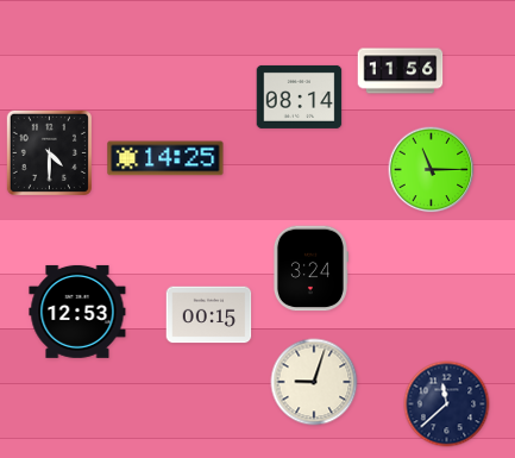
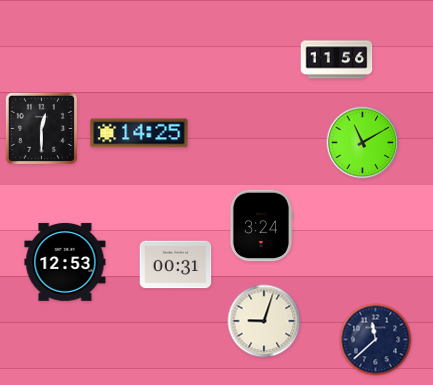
clock at (300, 96): 08:14 -> none
clock at (49, 152): 4:30 -> 12:30
clock at (432, 170): 11:15 -> 11:10
clock at (209, 315): 00:15 -> 00:31
